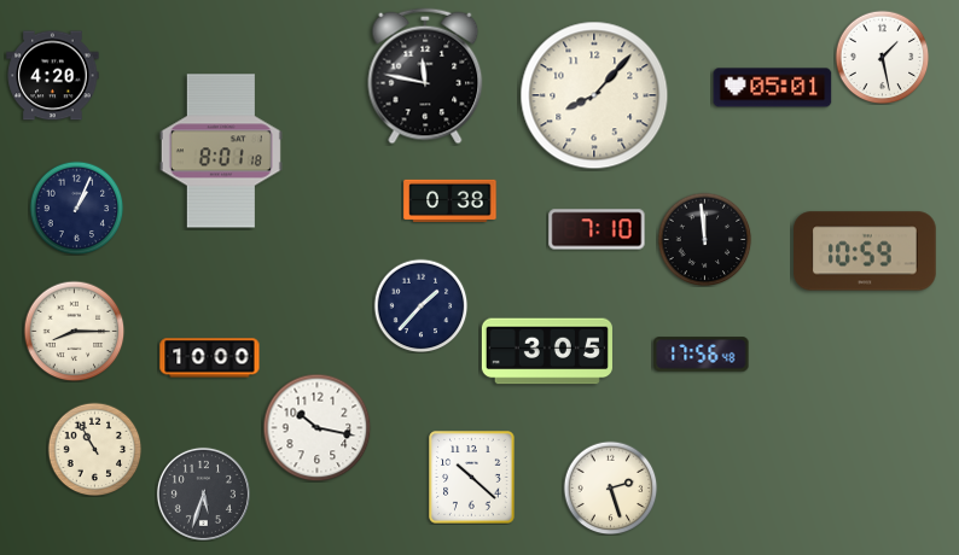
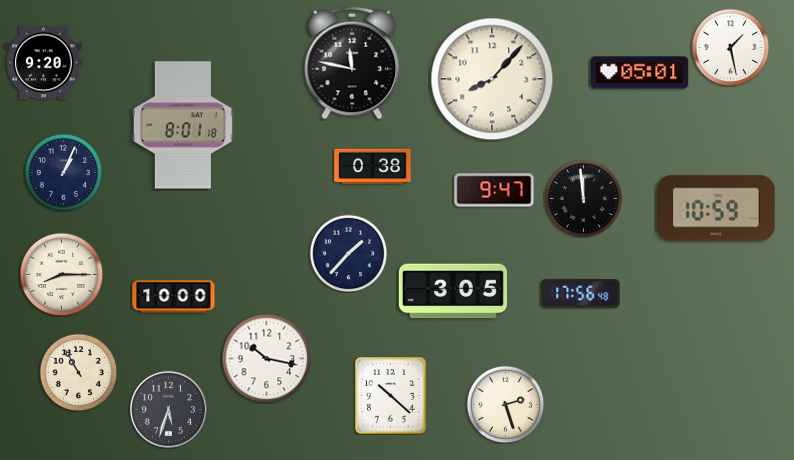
clock at (53, 76): 4:20 -> 9:20
clock at (597, 229): 7:10 -> 9:47
clock at (316, 427) position: (316, 427) -> (266, 358)
